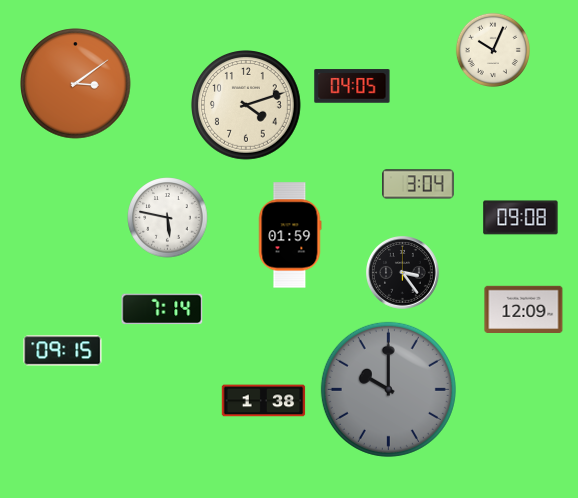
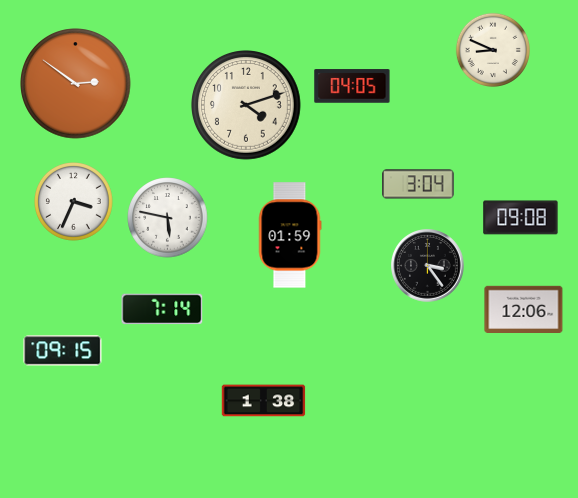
clock at (492, 49): 10:04 -> 8:49
clock at (76, 84): 3:09 -> 2:51
clock at (74, 202): none -> 3:34
clock at (403, 273) position: (403, 273) -> (428, 266)
clock at (524, 309): 12:09 -> 12:06
clock at (388, 389): 10:00 -> none
